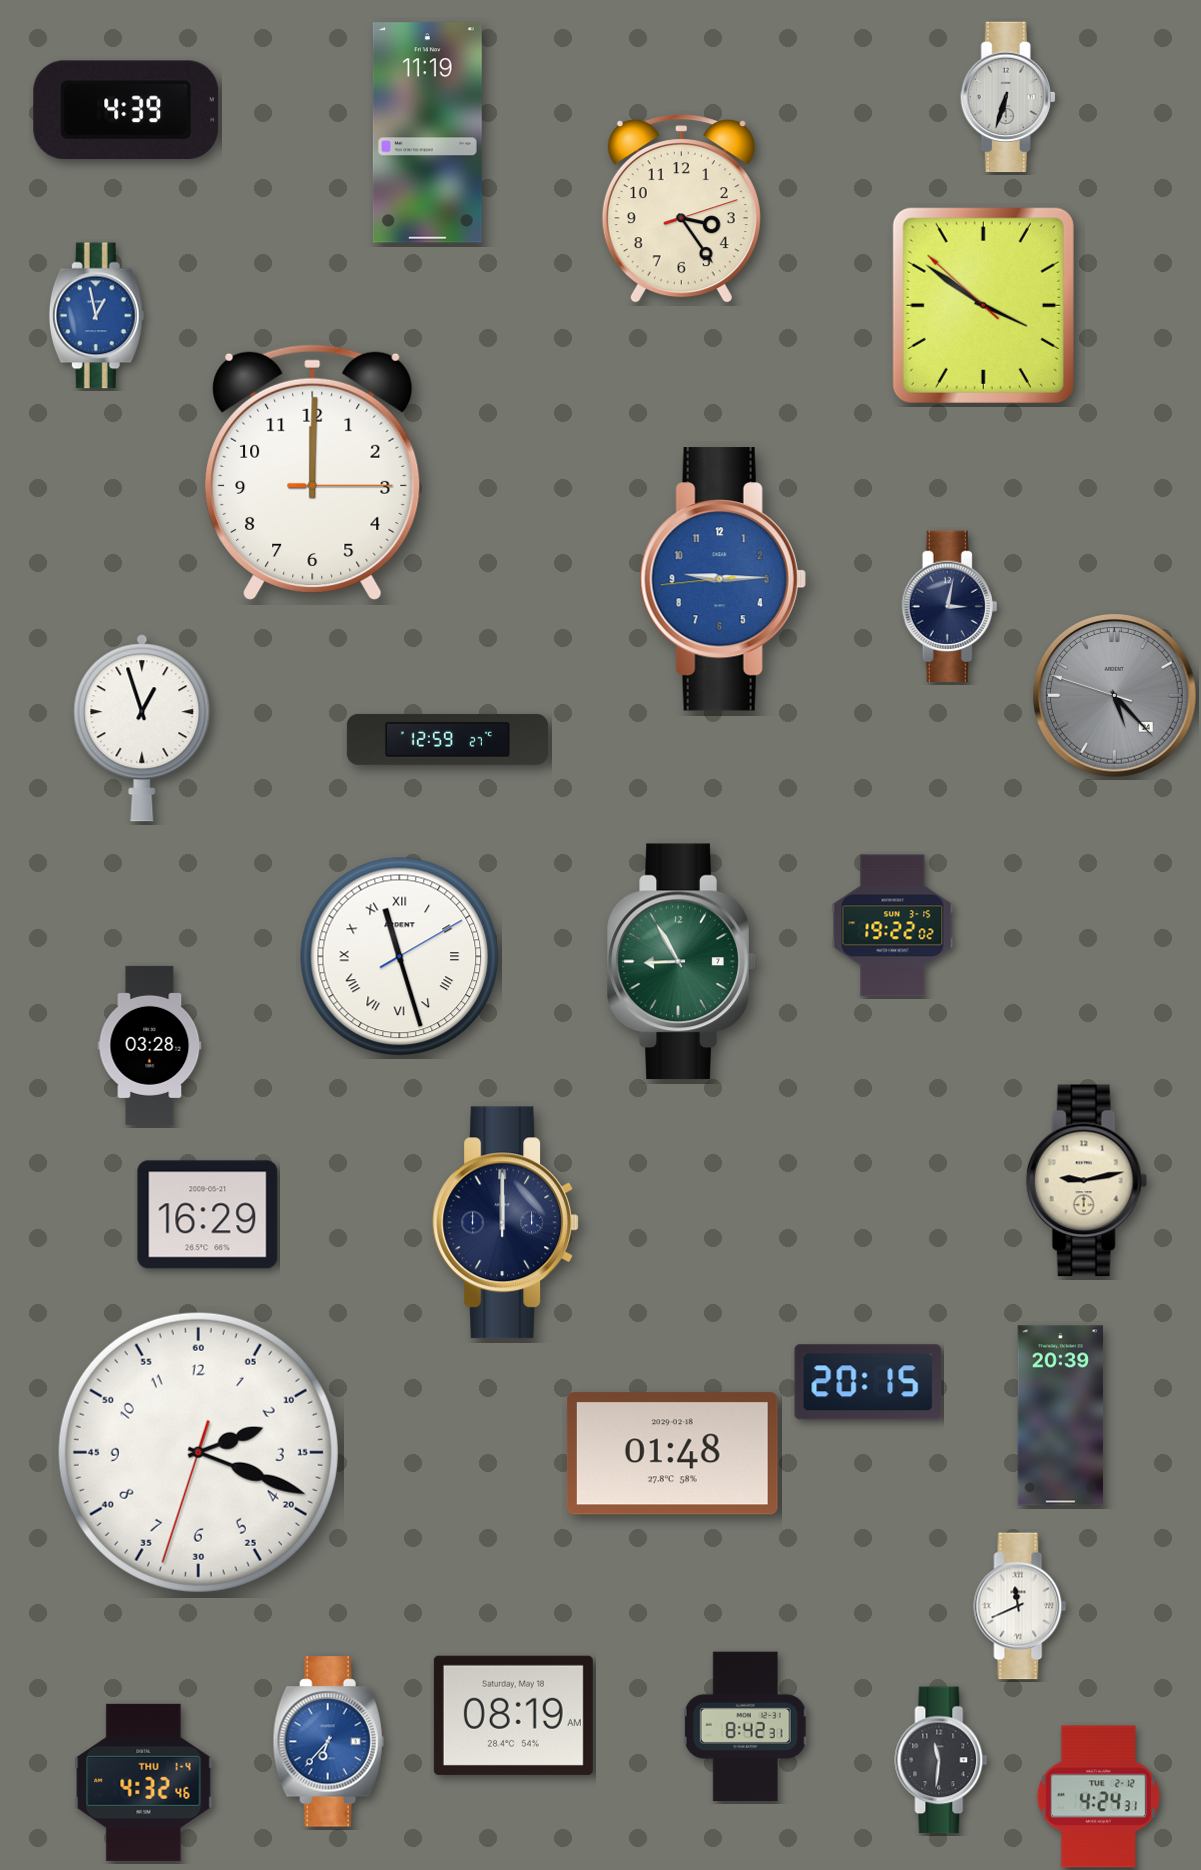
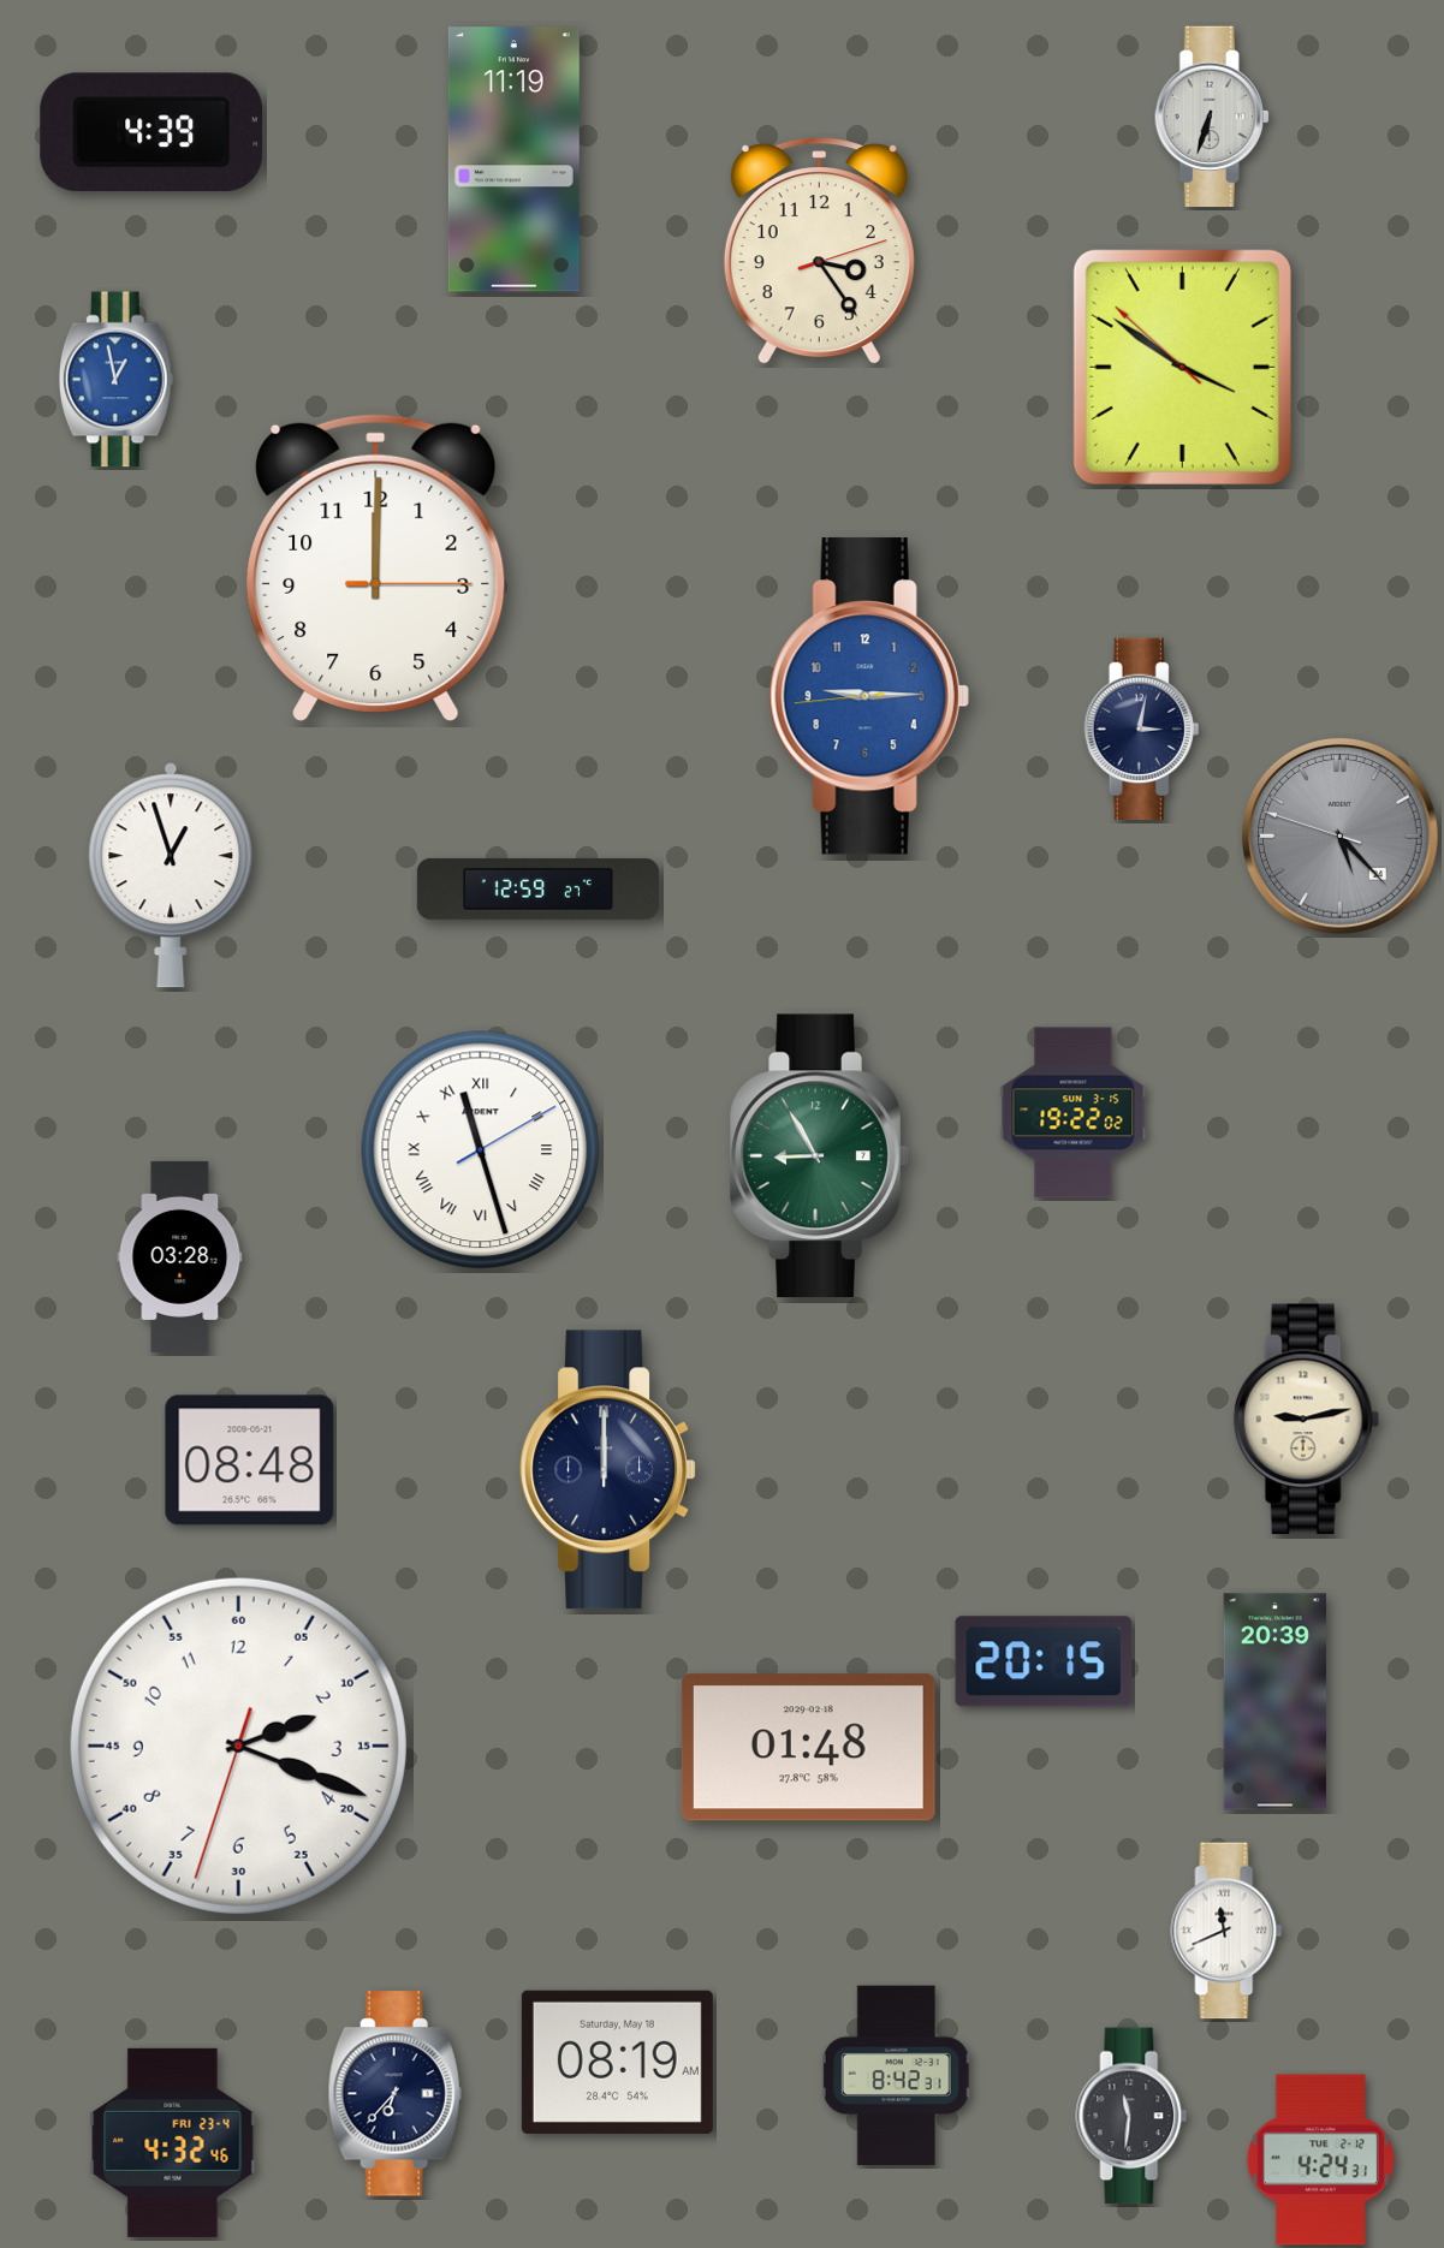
clock at (208, 1215): 16:29 -> 08:48
clock at (328, 1742) dial: blue -> navy
clock at (144, 1782) date: THU 1-4 -> FRI 23-4
